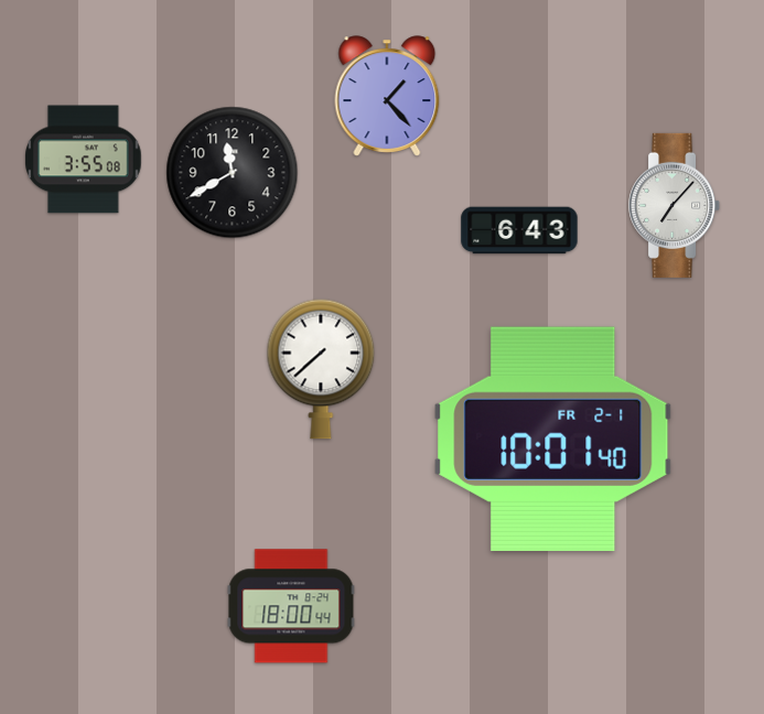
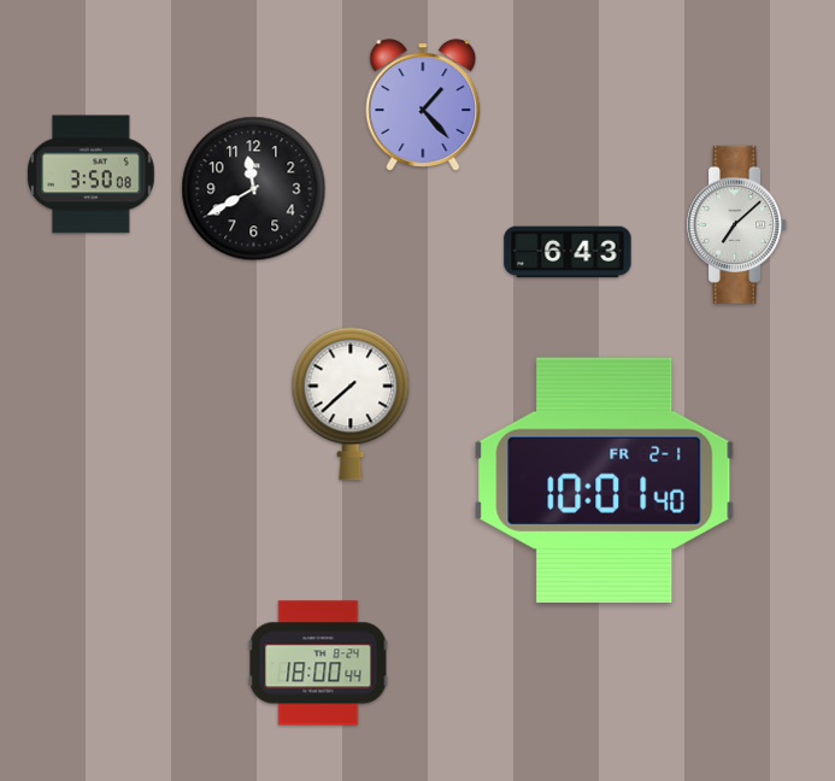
clock at (84, 160): 3:55 -> 3:50
clock at (675, 205): 7:07 -> 7:08
